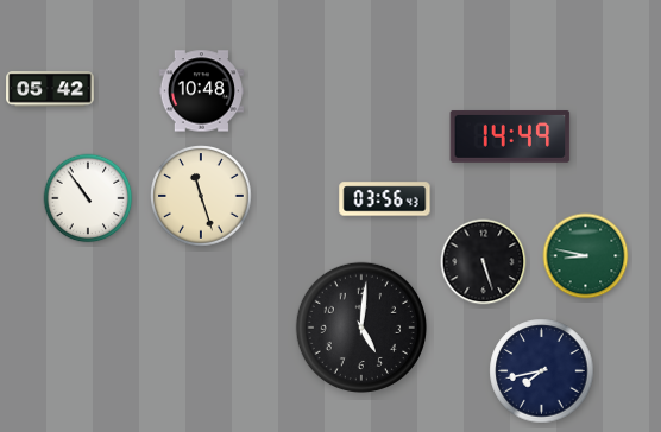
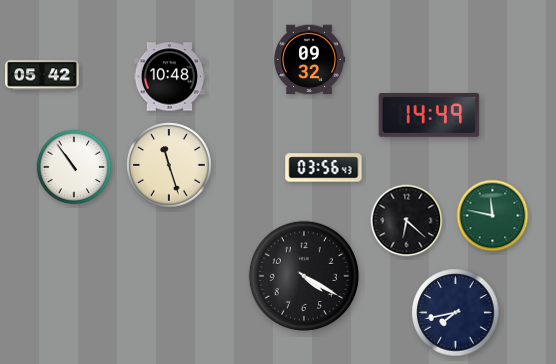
clock at (309, 60): none -> 09:32
clock at (586, 256): 8:47 -> 11:47
clock at (484, 262): 5:27 -> 6:22
clock at (361, 328): 5:01 -> 4:20
